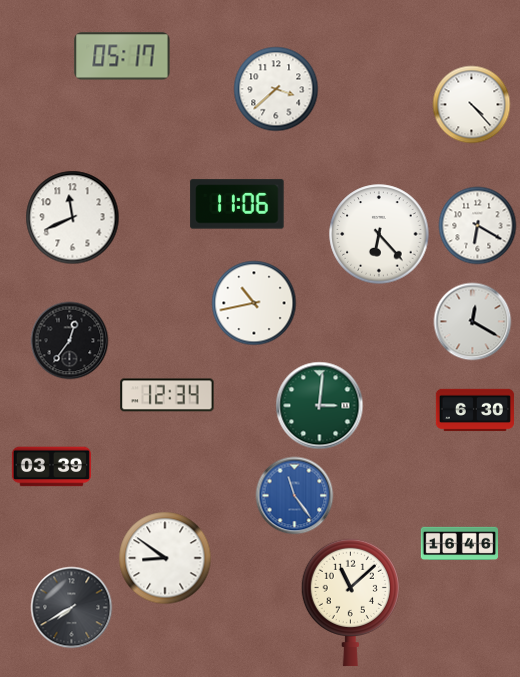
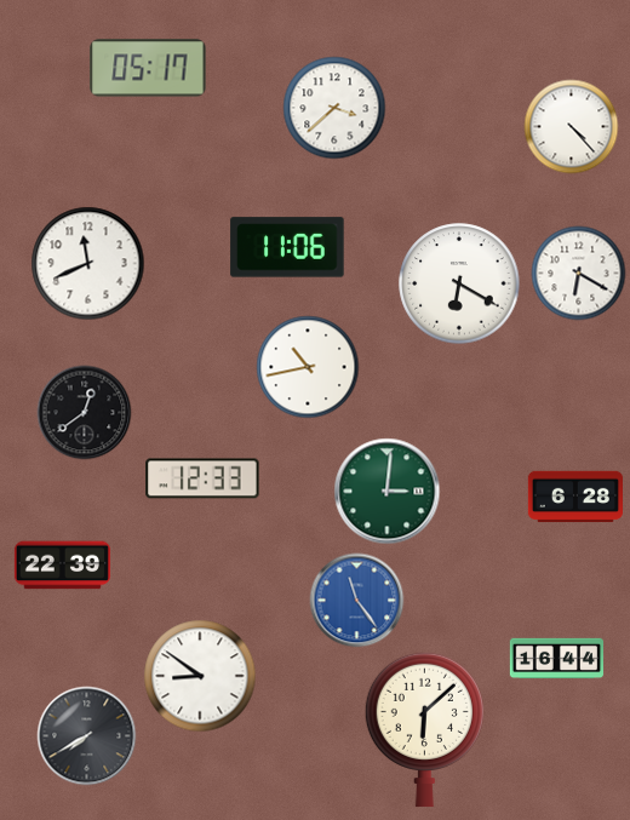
clock at (379, 234): 6:23 -> 6:20
clock at (472, 321): 12:20 -> none
clock at (69, 340): 12:36 -> 12:39
clock at (167, 395): 12:34 -> 12:33
clock at (474, 410): 6:30 -> 6:28
clock at (51, 467): 03:39 -> 22:39
clock at (459, 544): 16:46 -> 16:44
clock at (350, 602): 11:08 -> 6:08
